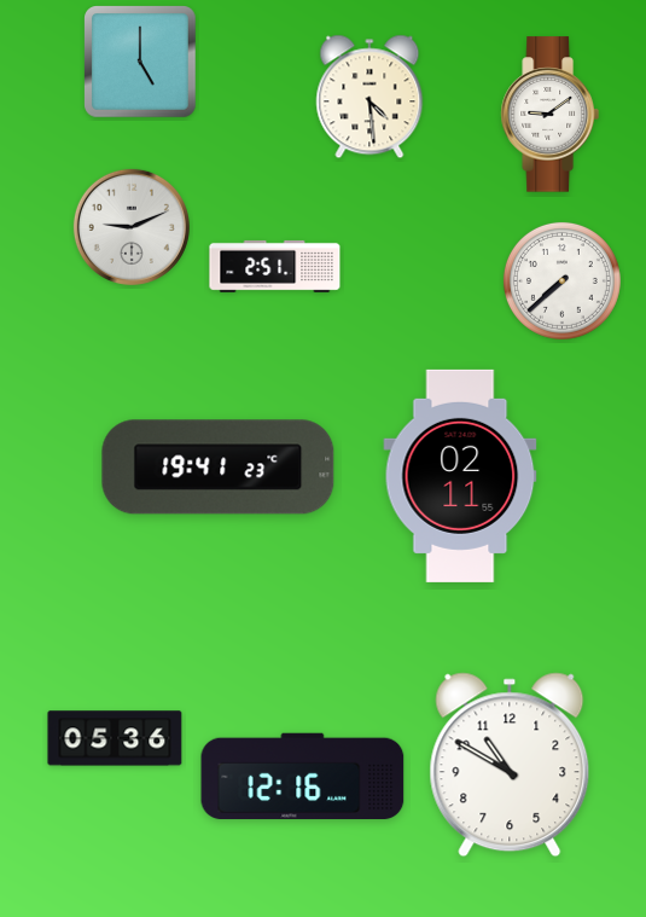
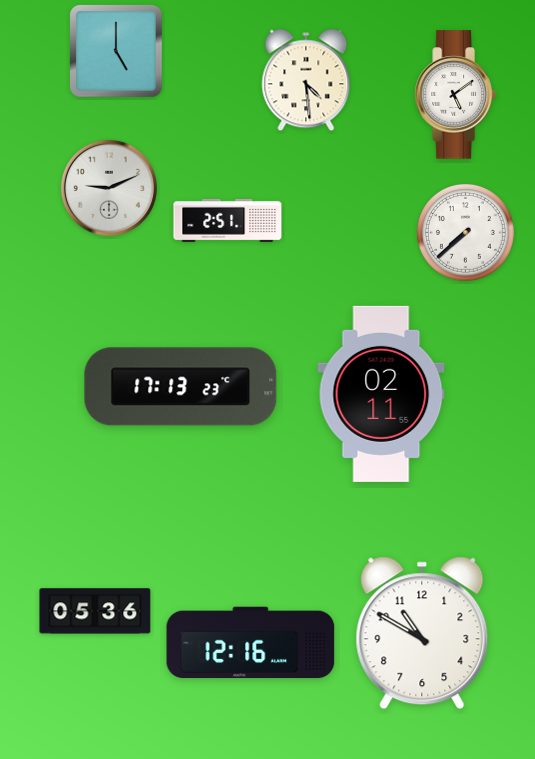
clock at (549, 115): 9:09 -> 5:09
clock at (219, 468): 19:41 -> 17:13
